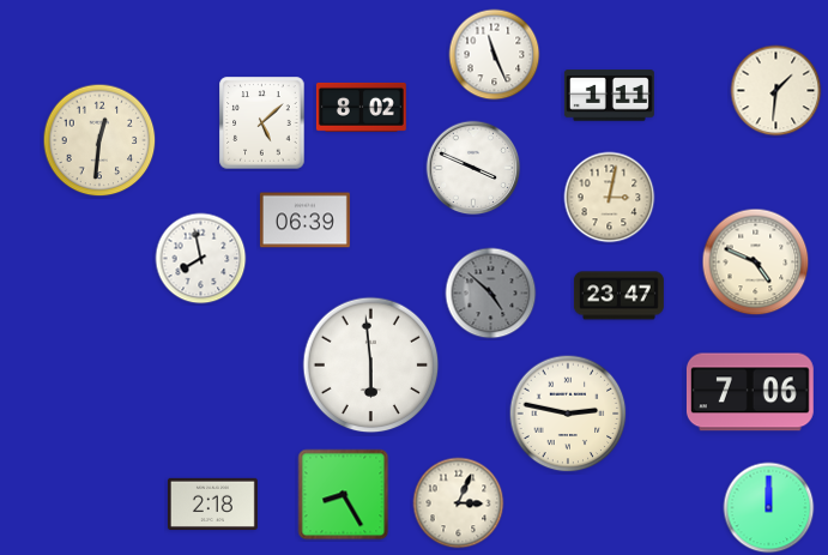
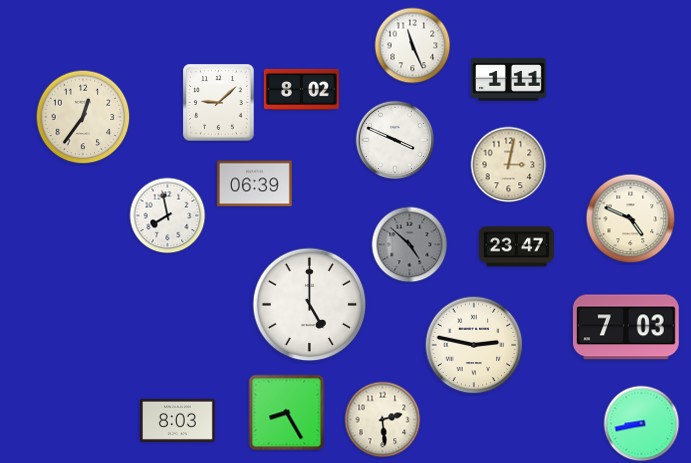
clock at (776, 91): 1:31 -> none
clock at (262, 123): 5:08 -> 9:08
clock at (99, 140): 12:31 -> 12:36
clock at (371, 366): 5:59 -> 5:00
clock at (750, 392): 7:06 -> 7:03
clock at (212, 503): 2:18 -> 8:03
clock at (459, 503): 3:04 -> 2:29
clock at (769, 508): 12:00 -> 8:43
